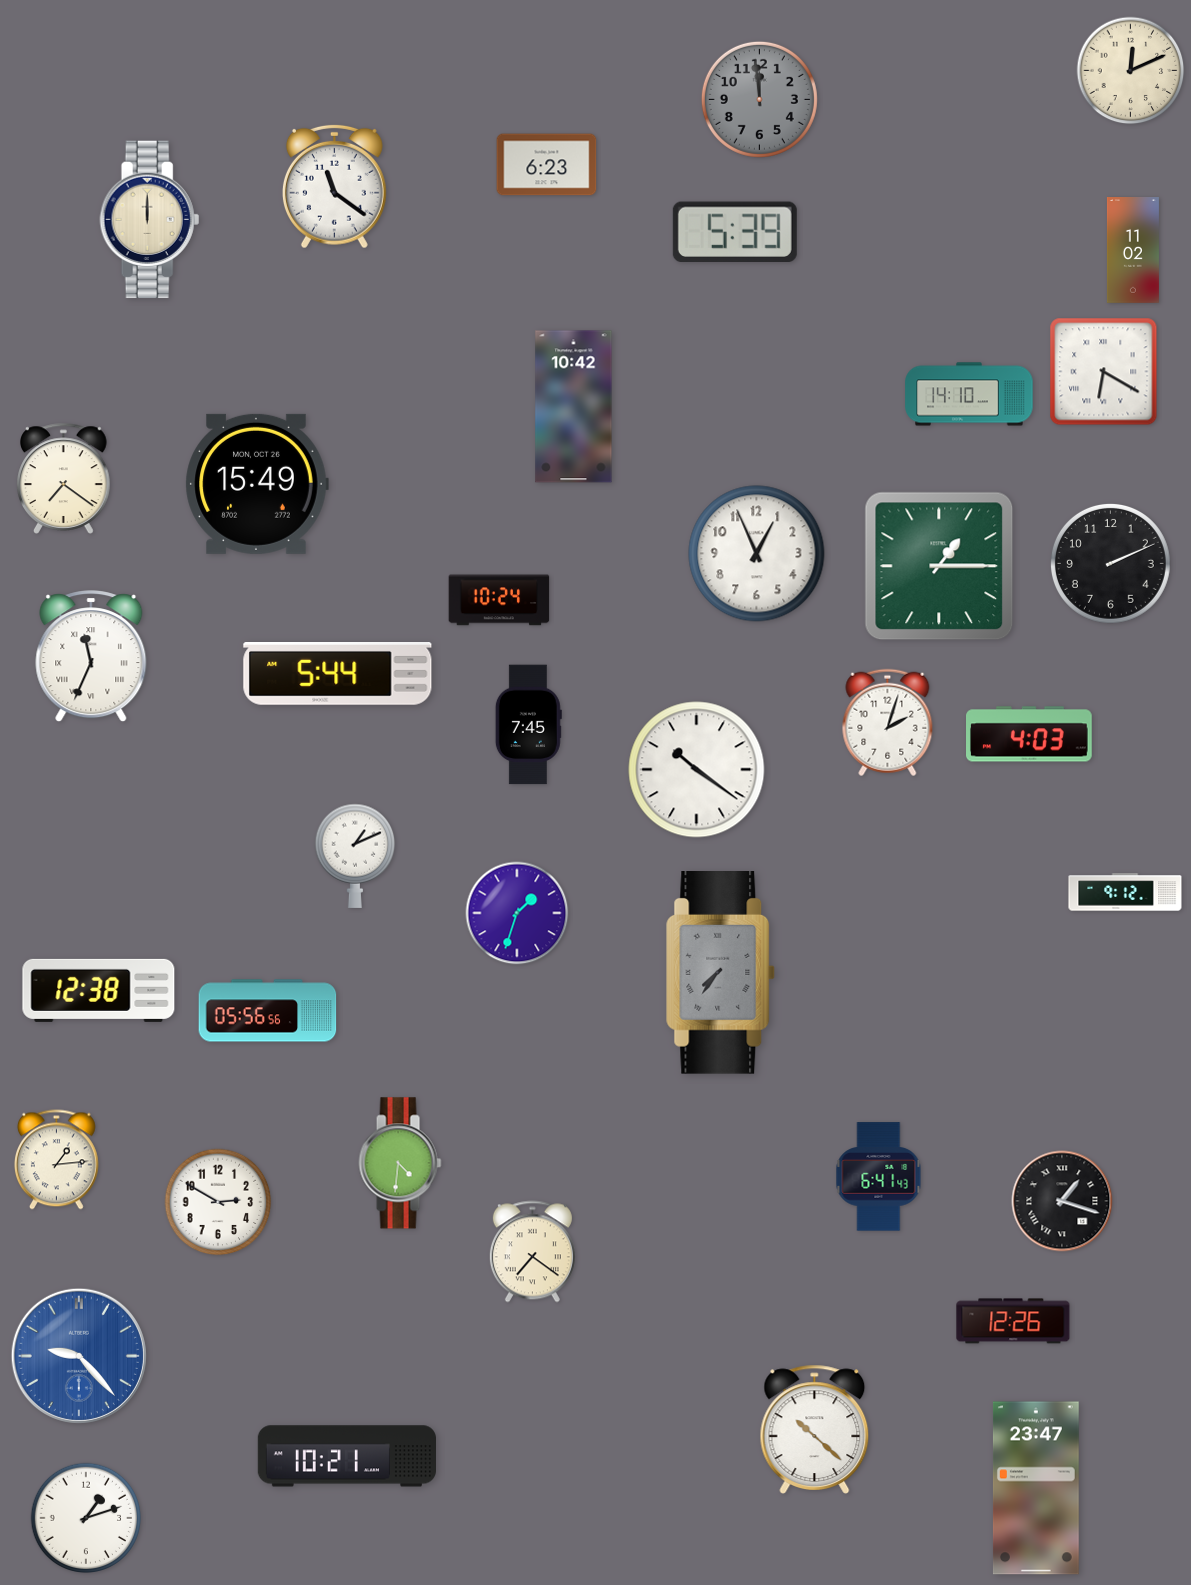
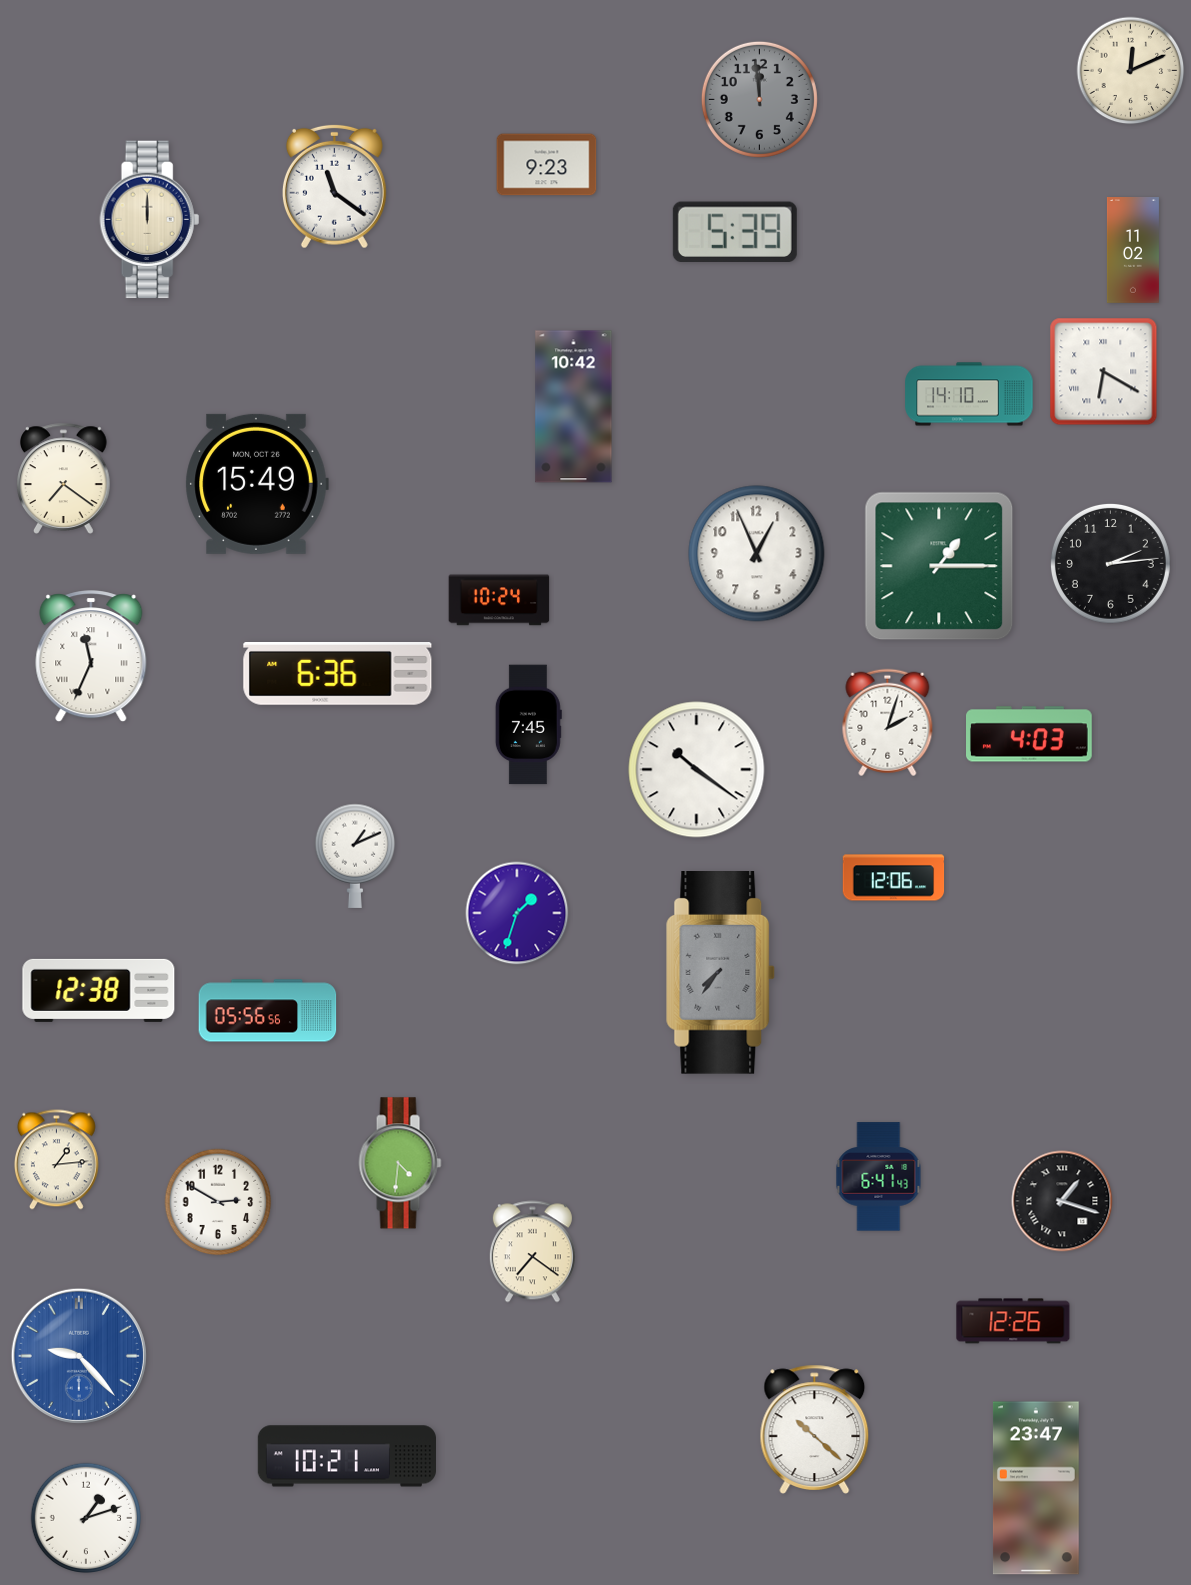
clock at (547, 165): 6:23 -> 9:23
clock at (1110, 563): 2:11 -> 2:14
clock at (338, 674): 5:44 -> 6:36
clock at (894, 878): none -> 12:06
clock at (1125, 892): 9:12 -> none
